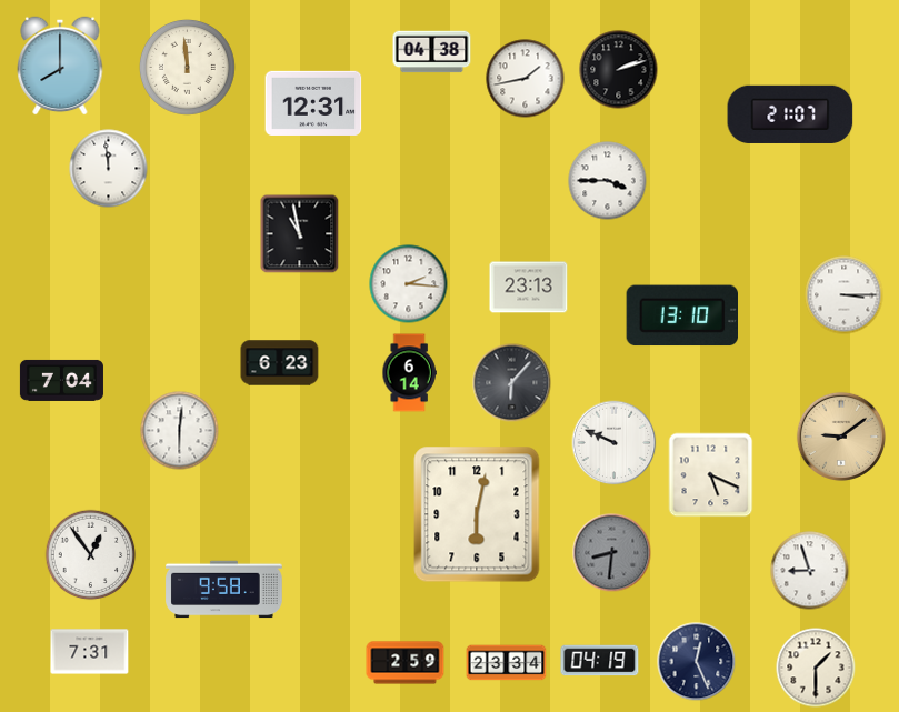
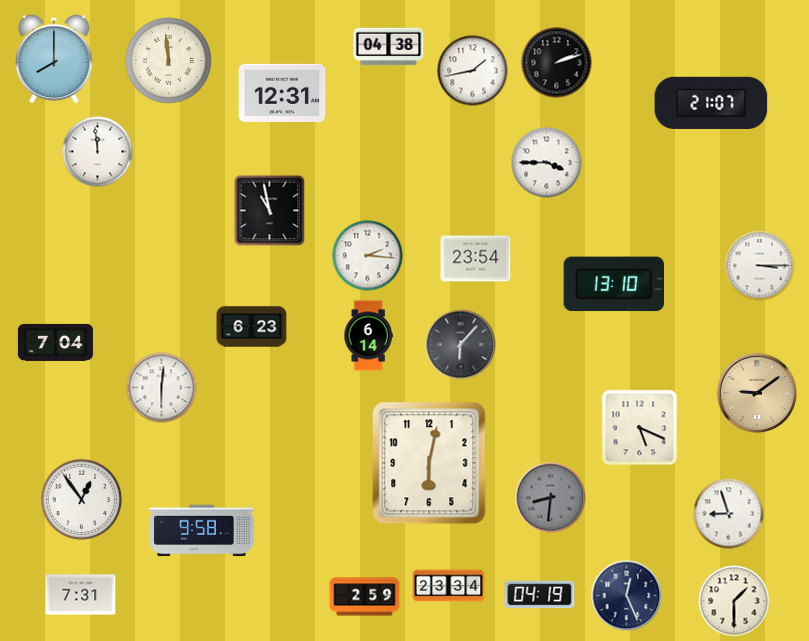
clock at (529, 288): 23:13 -> 23:54
clock at (615, 443): 9:49 -> none
clock at (90, 652) position: (90, 652) -> (81, 595)
clock at (507, 663) position: (507, 663) -> (449, 586)
